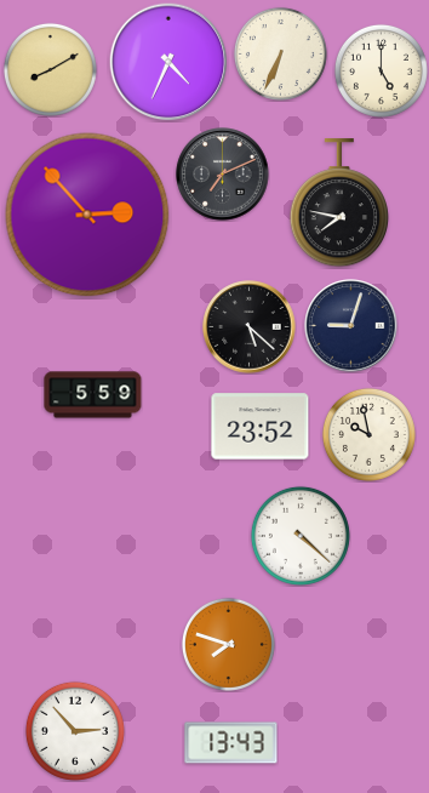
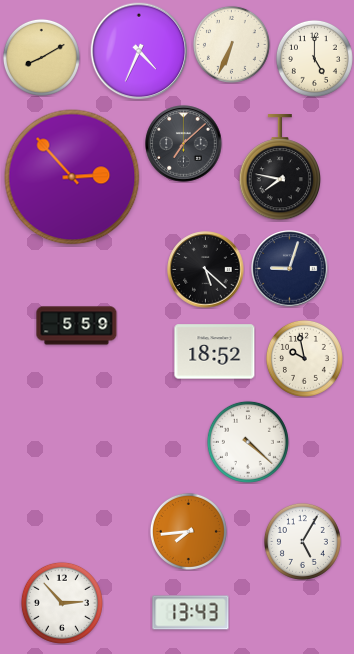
clock at (223, 175): 7:11 -> 7:08
clock at (261, 427): 23:52 -> 18:52
clock at (228, 644): 7:48 -> 7:44
clock at (302, 541): none -> 5:05
